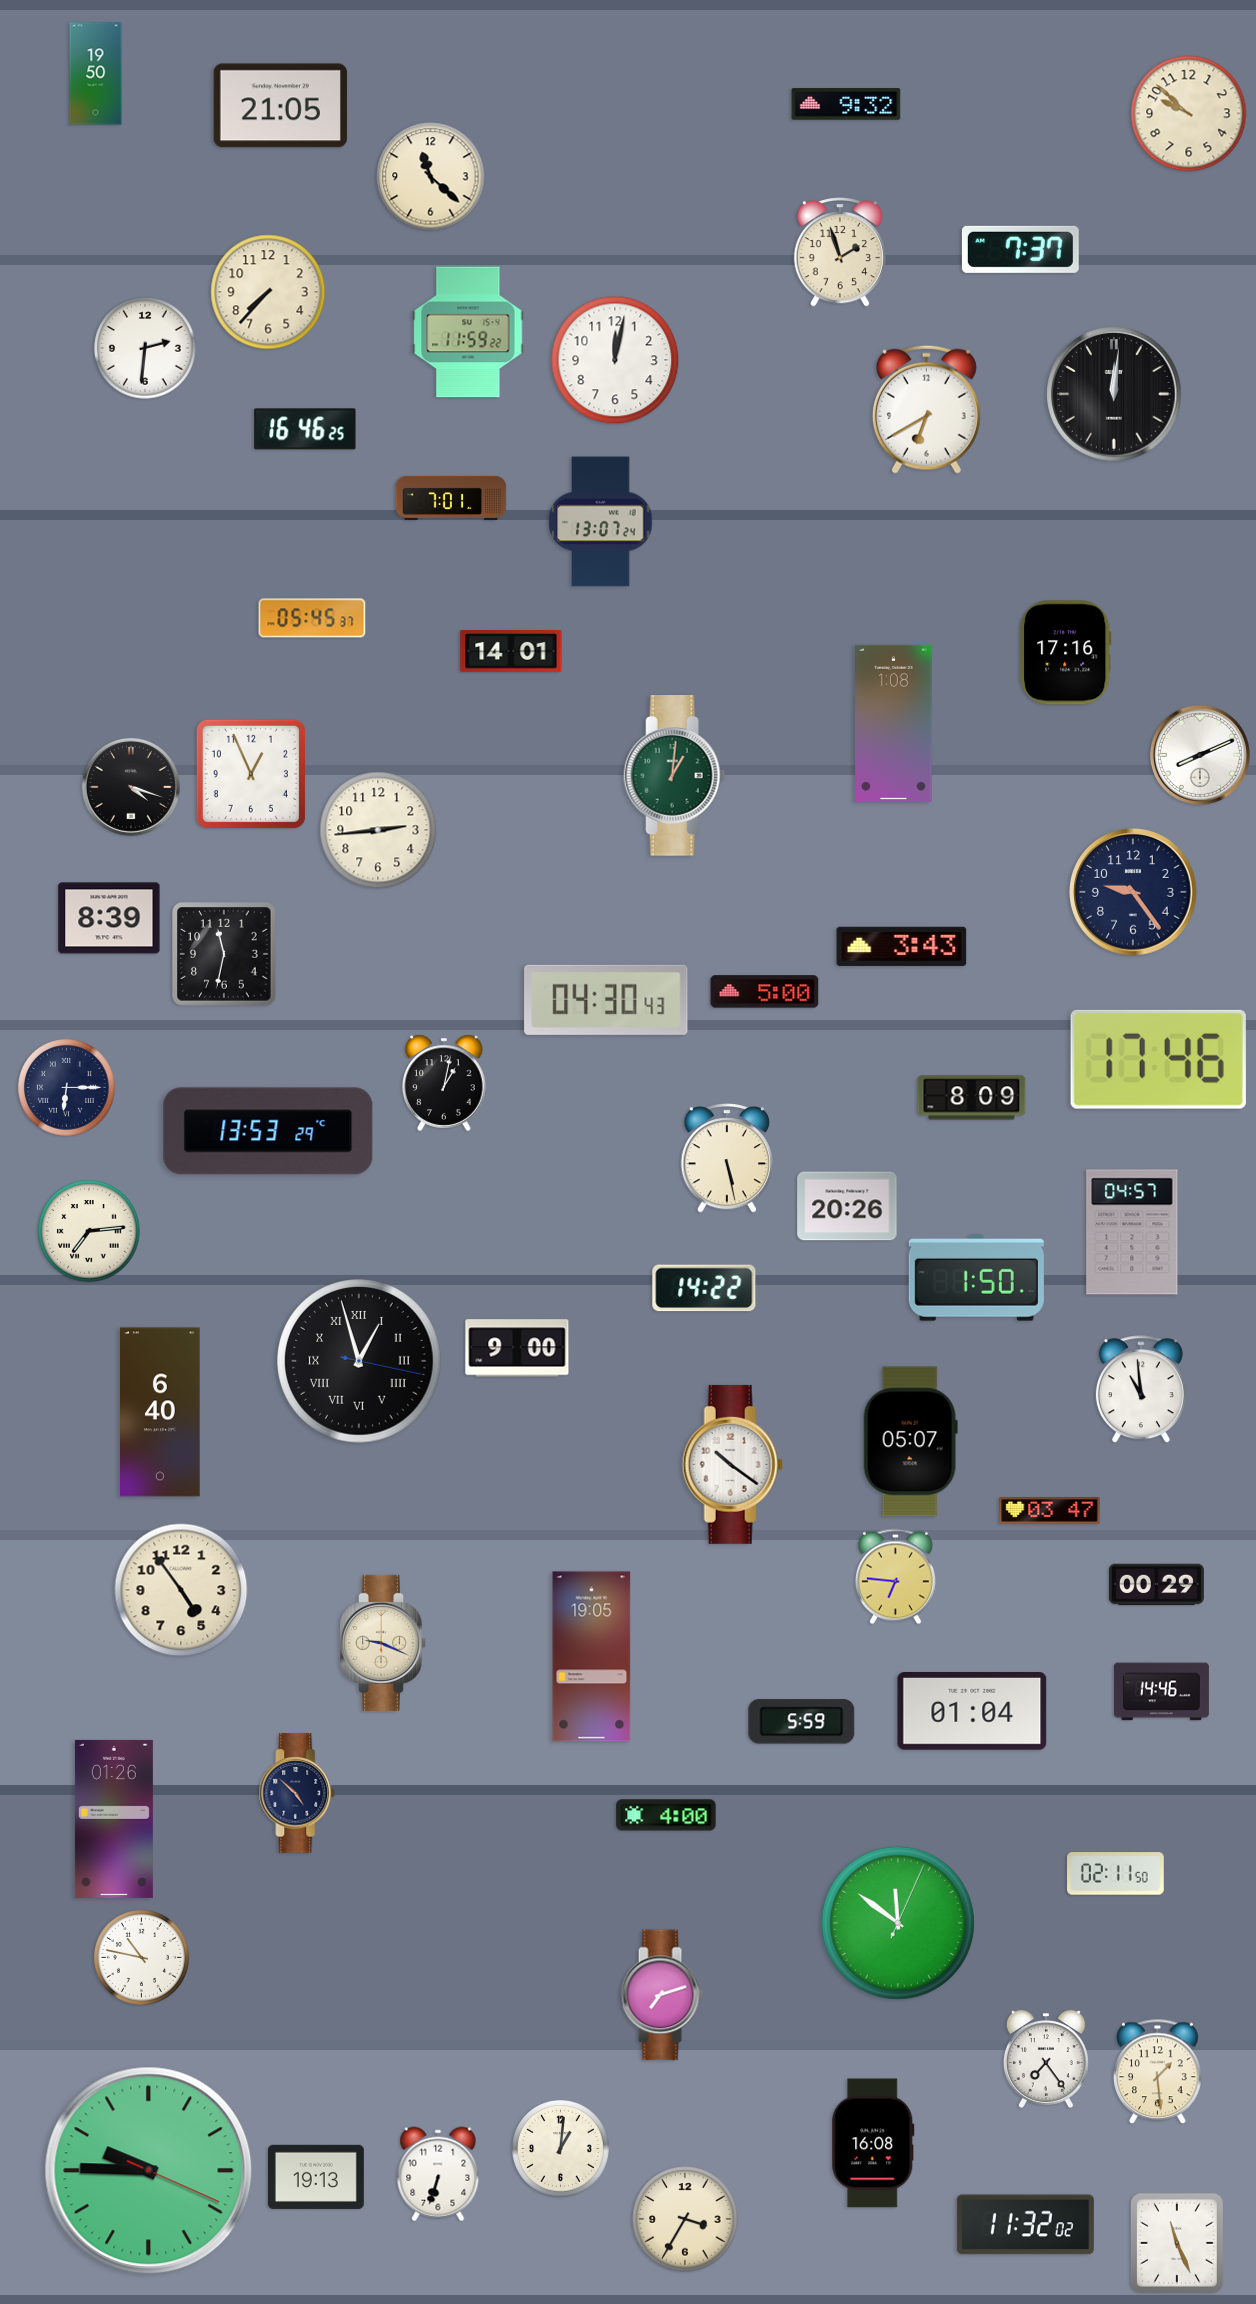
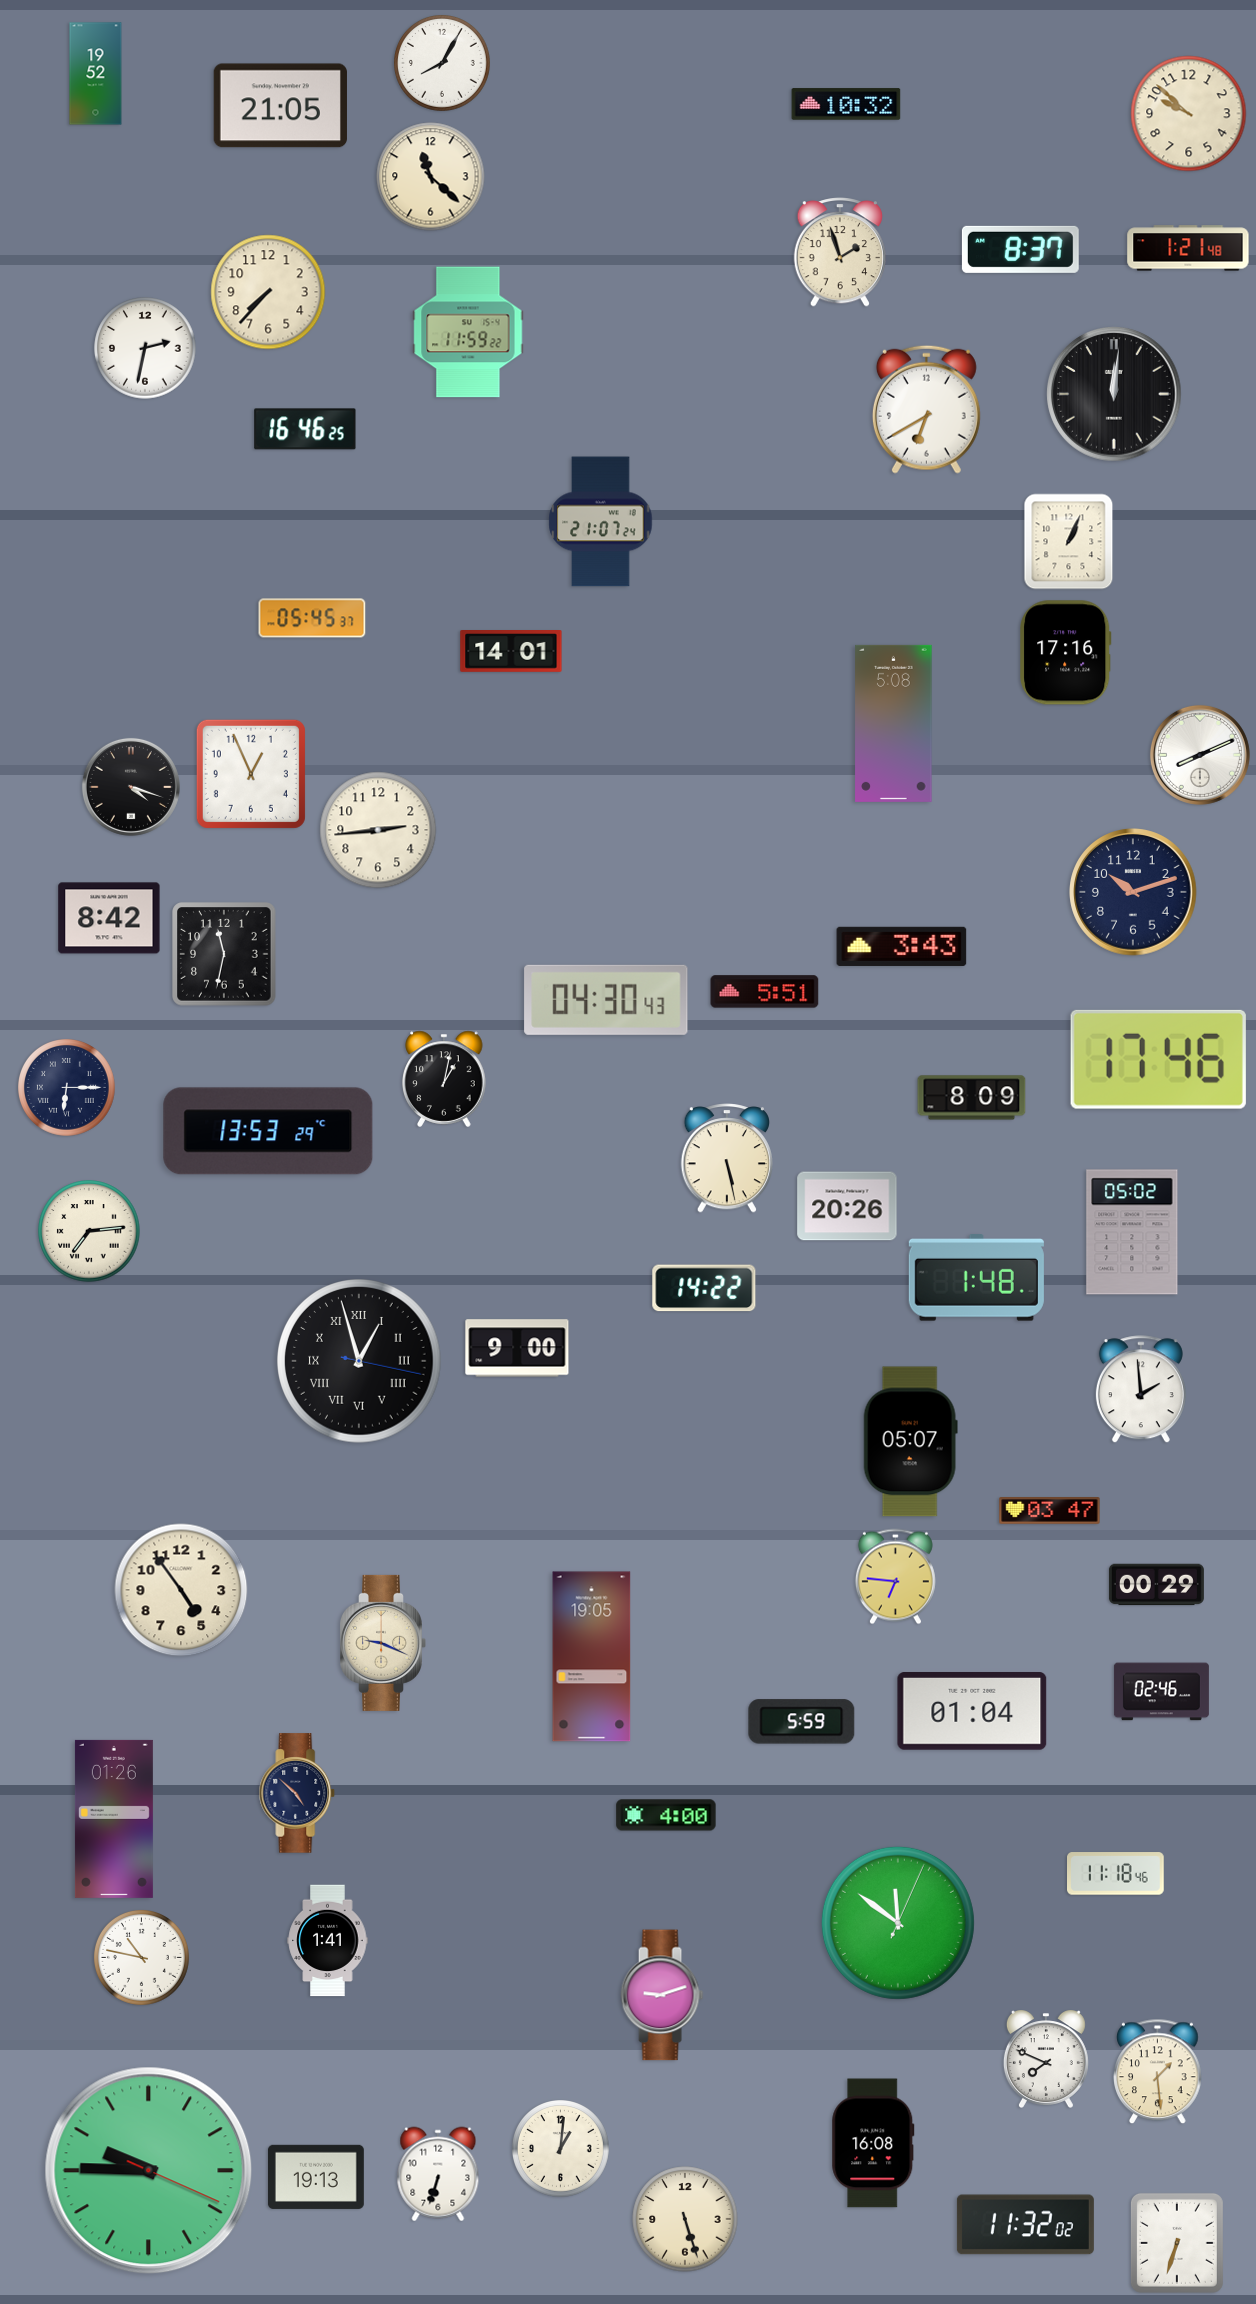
clock at (443, 64): none -> 8:05
clock at (96, 74): 19:50 -> 19:52
clock at (846, 104): 9:32 -> 10:32
clock at (1188, 248): none -> 1:21
clock at (1020, 249): 7:37 -> 8:37
clock at (145, 348): 2:31 -> 2:32
clock at (615, 360): 12:02 -> none
clock at (451, 498): 7:01 -> none
clock at (601, 522): 13:07 -> 21:07
clock at (1069, 542): none -> 1:04
clock at (894, 723): 1:08 -> 5:08
clock at (675, 776): 1:01 -> none
clock at (1133, 892): 9:24 -> 10:12
clock at (109, 918): 8:39 -> 8:42
clock at (765, 992): 5:00 -> 5:51
clock at (444, 1083) position: (444, 1083) -> (444, 1079)
clock at (1132, 1232): 04:57 -> 05:02
clock at (976, 1278): 1:50 -> 1:48
clock at (1141, 1390): 10:59 -> 1:59
clock at (160, 1412): 6:40 -> none
clock at (732, 1464): 10:21 -> none
clock at (1161, 1692): 14:46 -> 02:46
clock at (1116, 1874): 02:11 -> 11:18
clock at (328, 1941): none -> 1:41
clock at (662, 1995): 7:12 -> 9:12
clock at (1046, 2059): 7:24 -> 7:49
clock at (685, 2219): 3:35 -> 5:27
clock at (1177, 2243): 11:26 -> 6:33
